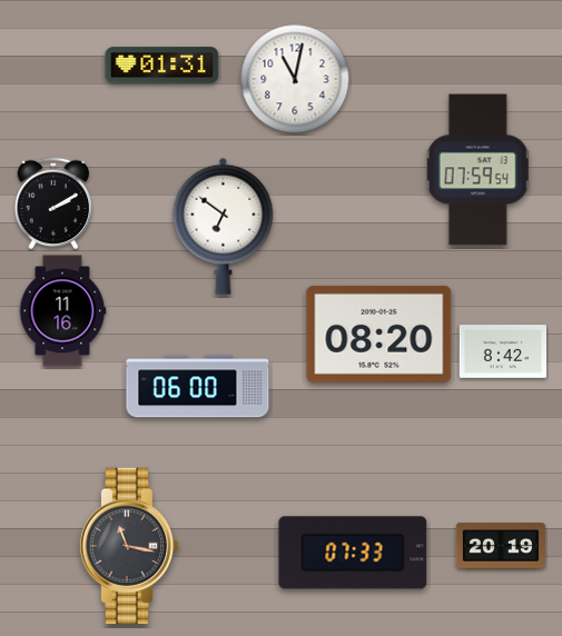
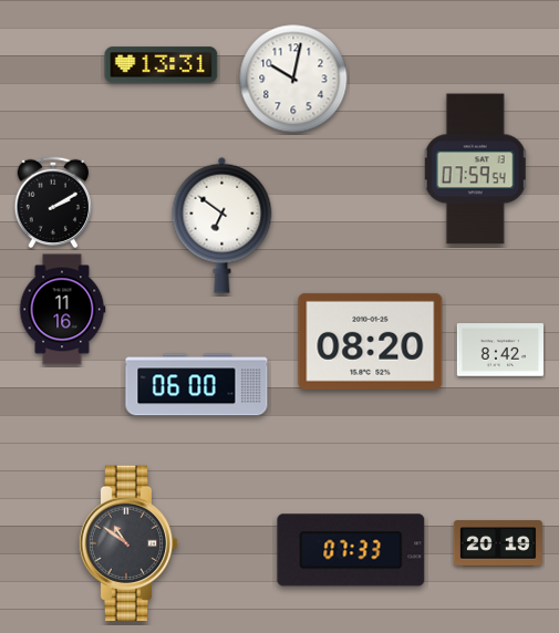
clock at (162, 66): 01:31 -> 13:31
clock at (295, 79): 11:02 -> 10:02
clock at (379, 334) position: (379, 334) -> (371, 341)
clock at (129, 546): 11:17 -> 10:51
